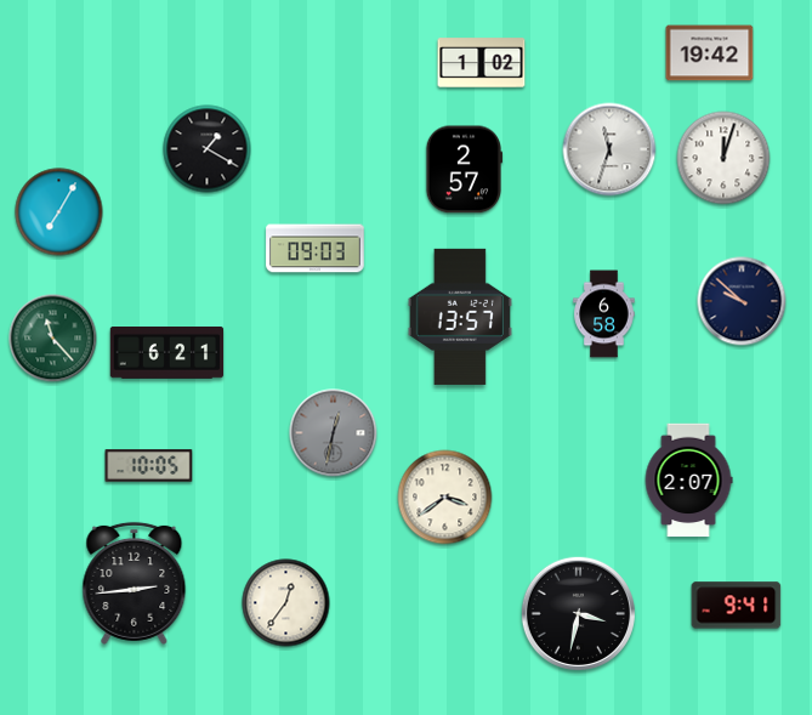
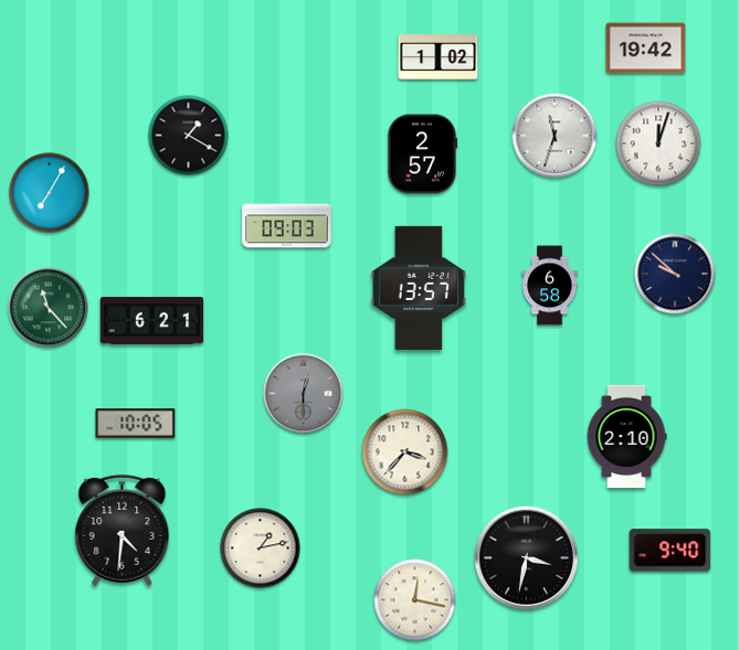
clock at (59, 212) position: (59, 212) -> (50, 193)
clock at (334, 433): 12:32 -> 12:30
clock at (688, 481): 2:07 -> 2:10
clock at (445, 498): 3:39 -> 3:37
clock at (135, 583): 2:44 -> 4:31
clock at (286, 603): 12:36 -> 1:13
clock at (737, 606): 9:41 -> 9:40
clock at (415, 600): none -> 12:17
